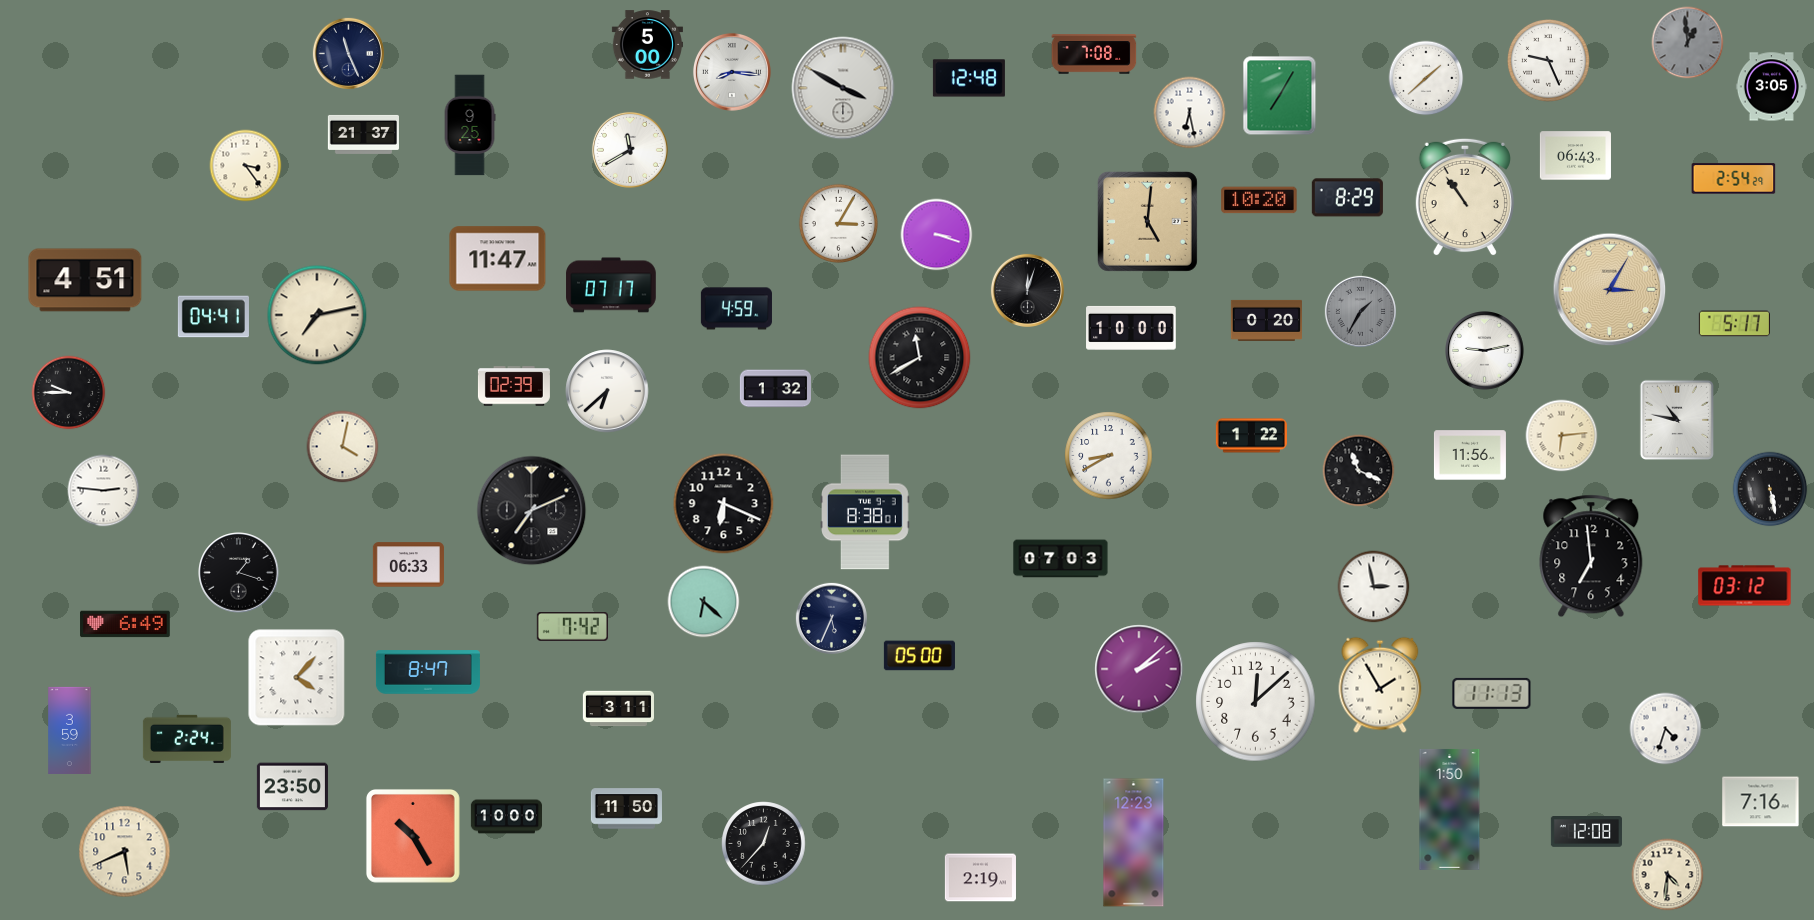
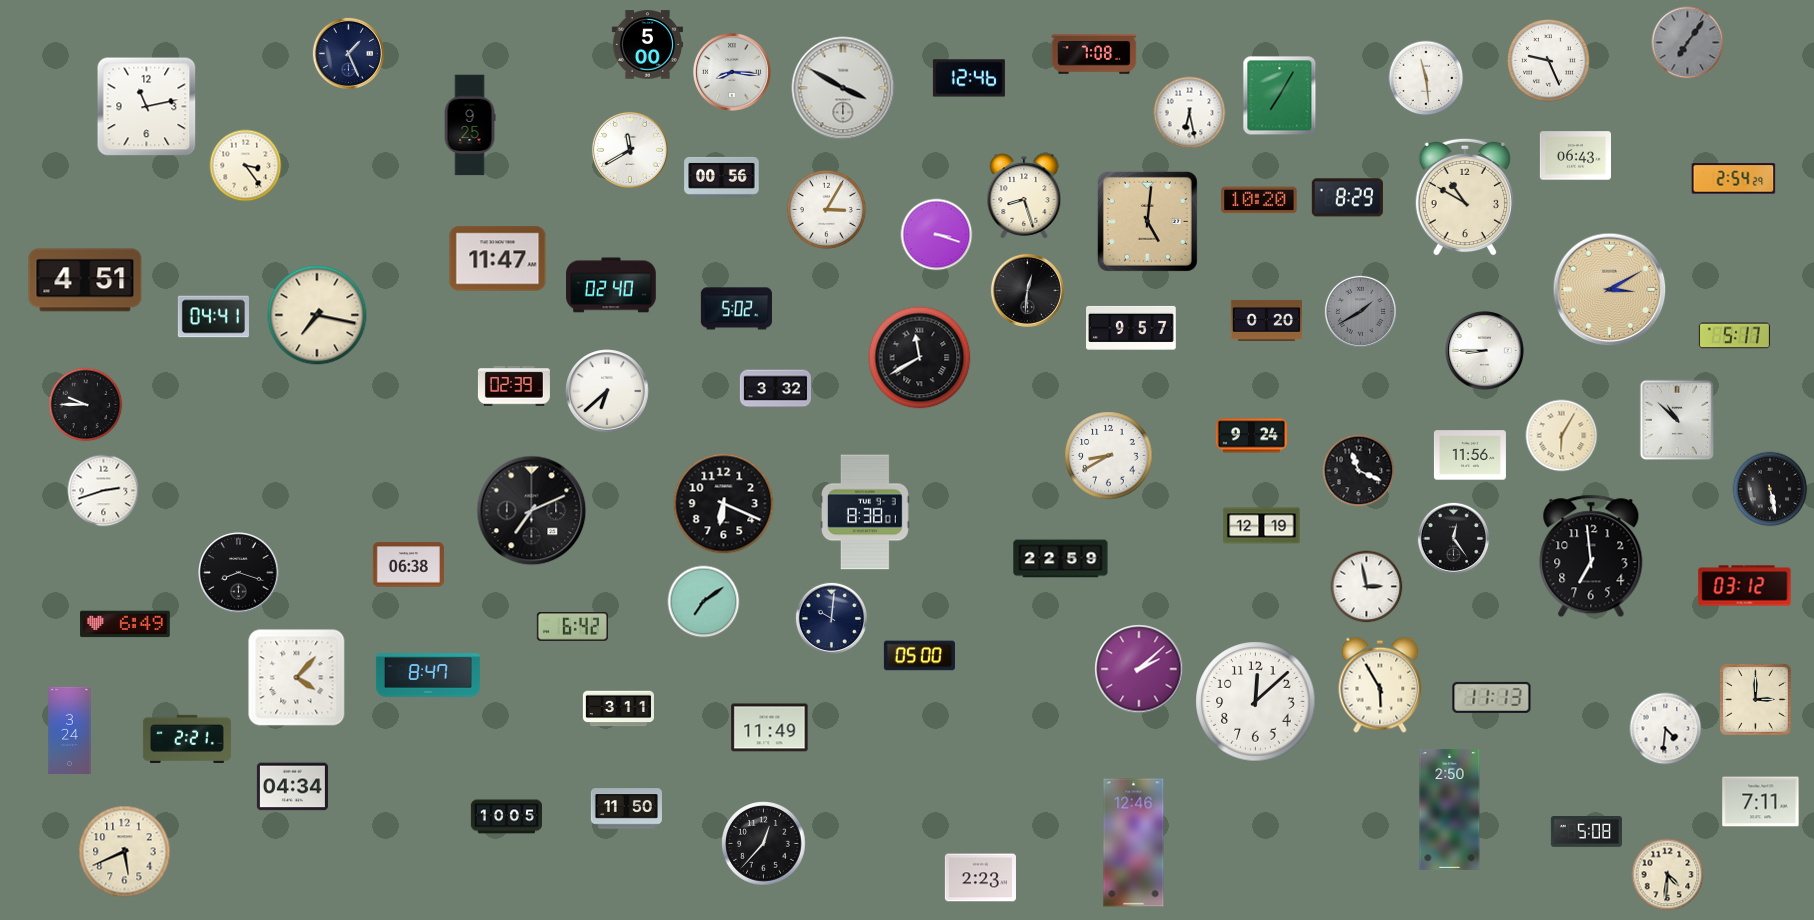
clock at (1688, 43): 12:59 -> 7:06
clock at (348, 53): 11:26 -> 1:26
clock at (969, 78): 12:48 -> 12:46
clock at (1426, 78): 1:38 -> 11:29
clock at (1771, 87): 3:05 -> none
clock at (147, 107): none -> 11:13
clock at (363, 134): 21:37 -> none
clock at (722, 177): none -> 00:56
clock at (1024, 196): none -> 8:27
clock at (1465, 197): 10:54 -> 10:50
clock at (838, 223) position: (838, 223) -> (826, 209)
clock at (611, 285): 07:17 -> 02:40
clock at (1027, 290): 12:03 -> 12:31
clock at (1610, 290): 3:05 -> 3:10
clock at (736, 309): 4:59 -> 5:02
clock at (1360, 311): 1:35 -> 1:40
clock at (317, 315): 7:13 -> 7:17
clock at (1734, 324) position: (1734, 324) -> (1734, 336)
clock at (1131, 328): 10:00 -> 9:57
clock at (1485, 351): 9:13 -> 8:45
clock at (775, 389): 1:32 -> 3:32
clock at (69, 393) position: (69, 393) -> (86, 405)
clock at (1676, 419): 10:47 -> 10:52
clock at (1251, 436): 1:22 -> 9:24
clock at (1562, 436): 6:14 -> 6:05
clock at (343, 447): 4:02 -> none
clock at (104, 491): 2:46 -> 2:42
clock at (1262, 526): none -> 12:19
clock at (1453, 538): none -> 12:24
clock at (1061, 559): 07:03 -> 22:59
clock at (408, 565): 06:33 -> 06:38
clock at (239, 573): 1:18 -> 8:18
clock at (1374, 587) position: (1374, 587) -> (1367, 587)
clock at (704, 602): 6:22 -> 7:09
clock at (831, 618): 5:34 -> 10:01
clock at (572, 627): 7:42 -> 6:42
clock at (428, 672) position: (428, 672) -> (428, 675)
clock at (1380, 685): 1:55 -> 5:55
clock at (1492, 693) position: (1492, 693) -> (1492, 697)
clock at (1756, 700): none -> 3:00
clock at (770, 728): none -> 11:49
clock at (1666, 729): 4:33 -> 4:31
clock at (70, 730): 3:59 -> 3:24
clock at (187, 739): 2:24 -> 2:21
clock at (292, 787): 23:50 -> 04:34
clock at (1761, 802): 7:16 -> 7:11
clock at (1450, 809): 1:50 -> 2:50
clock at (506, 817): 10:00 -> 10:05
clock at (1586, 832): 12:08 -> 5:08
clock at (413, 836): 10:25 -> none
clock at (1134, 843): 12:23 -> 12:46
clock at (980, 878): 2:19 -> 2:23
